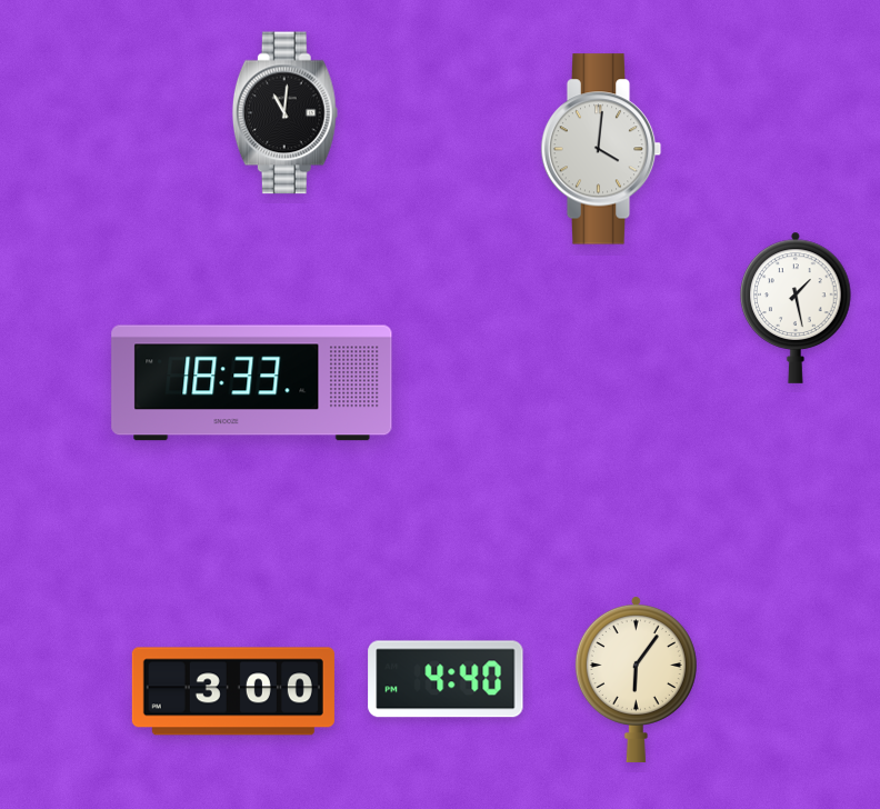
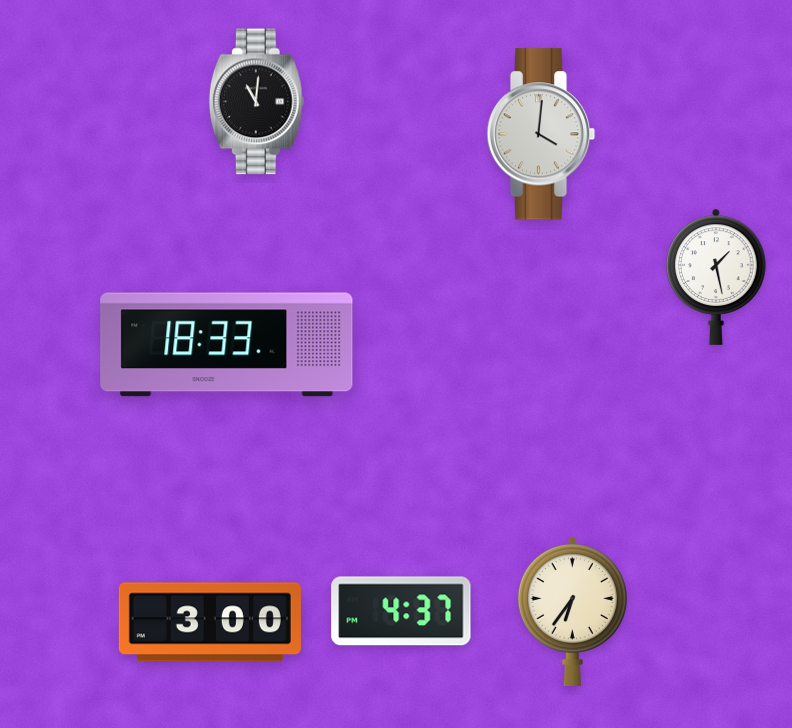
clock at (446, 679): 4:40 -> 4:37
clock at (636, 679): 6:06 -> 6:36
